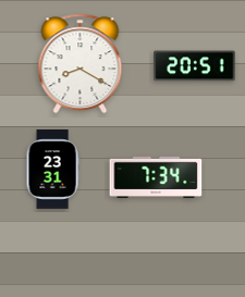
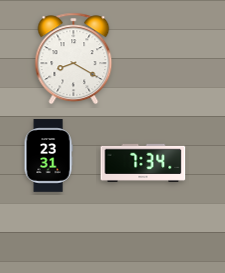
clock at (195, 66): 20:51 -> none
